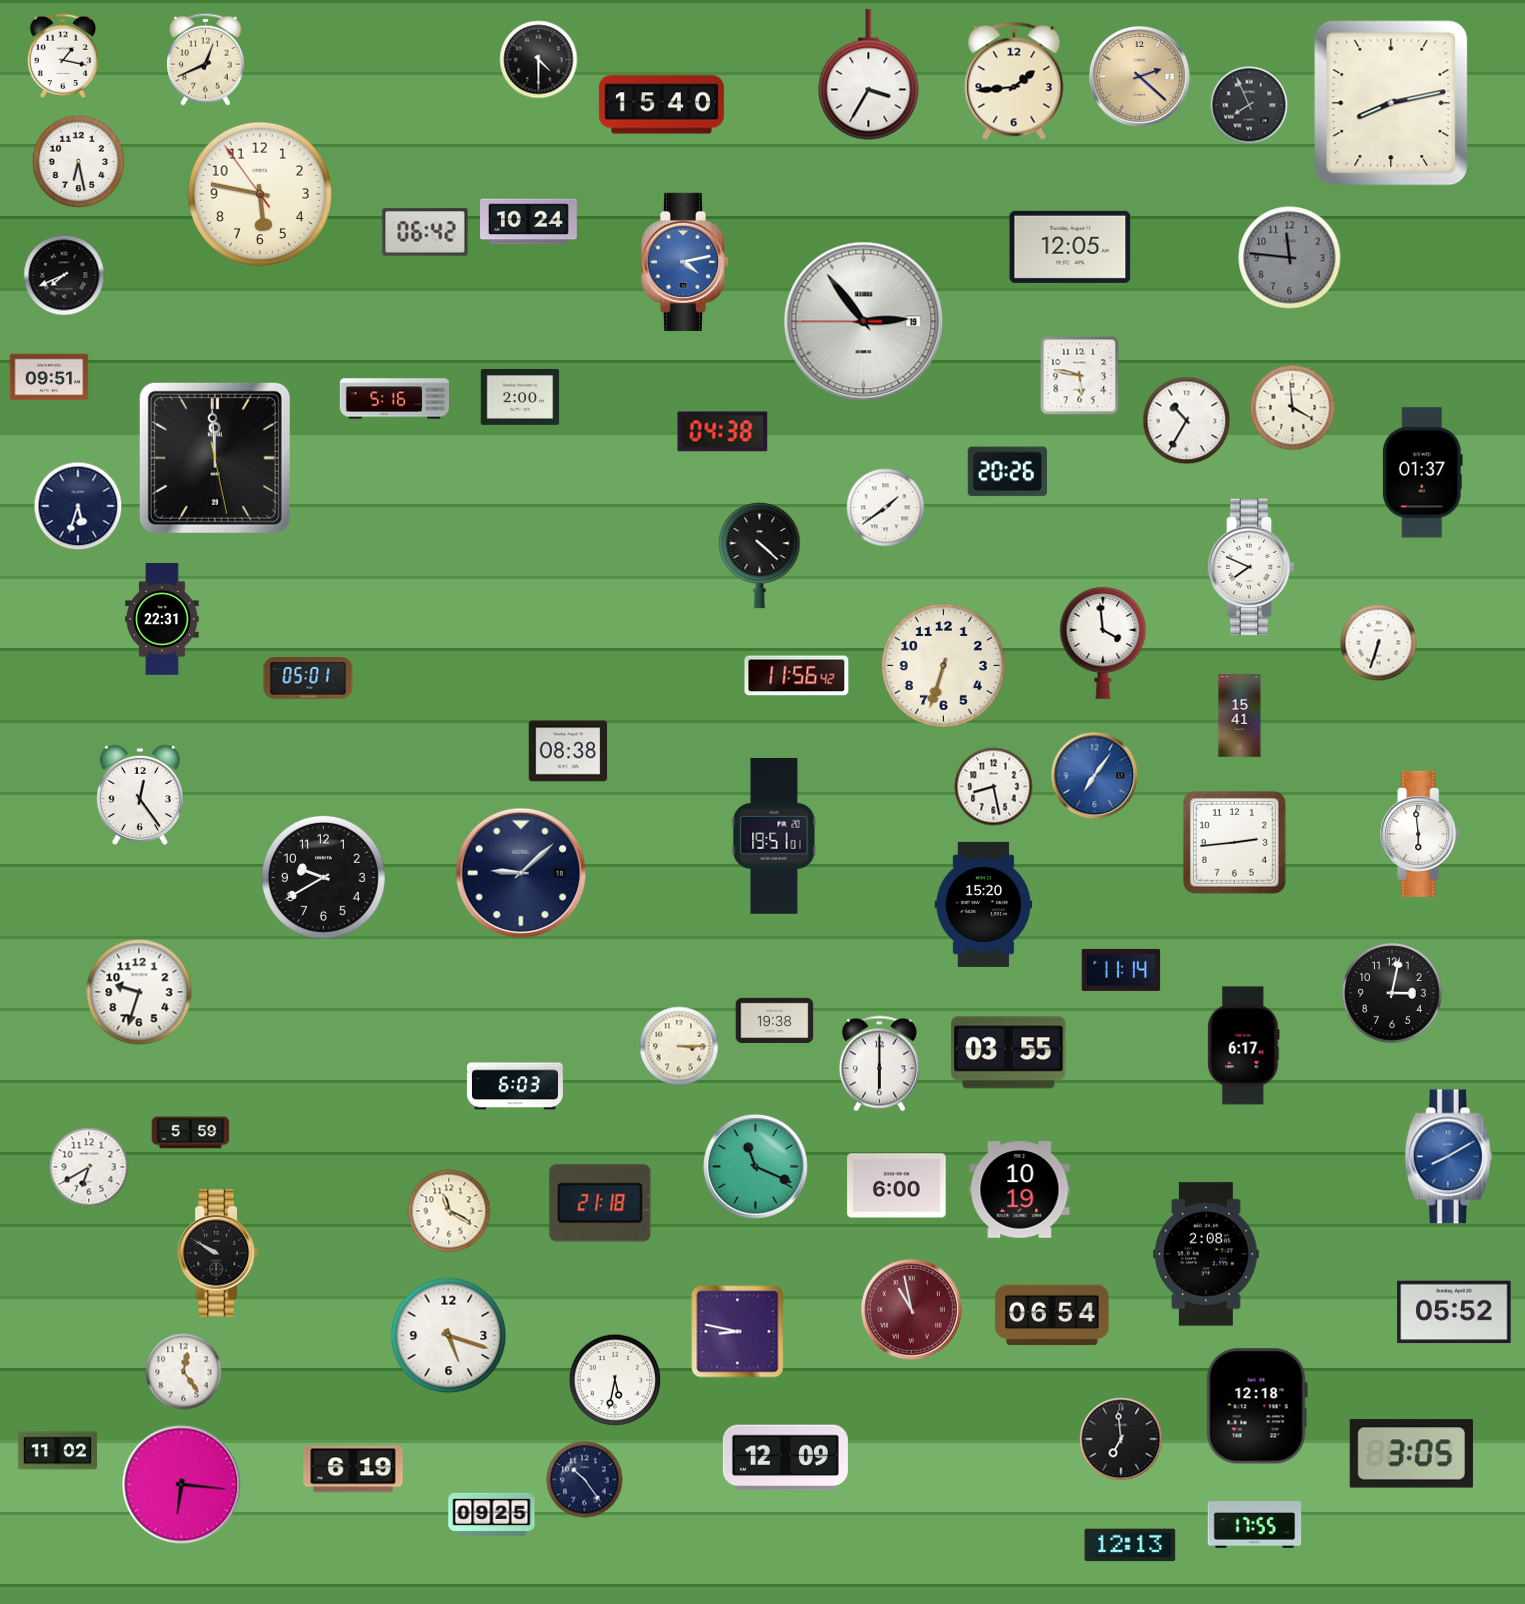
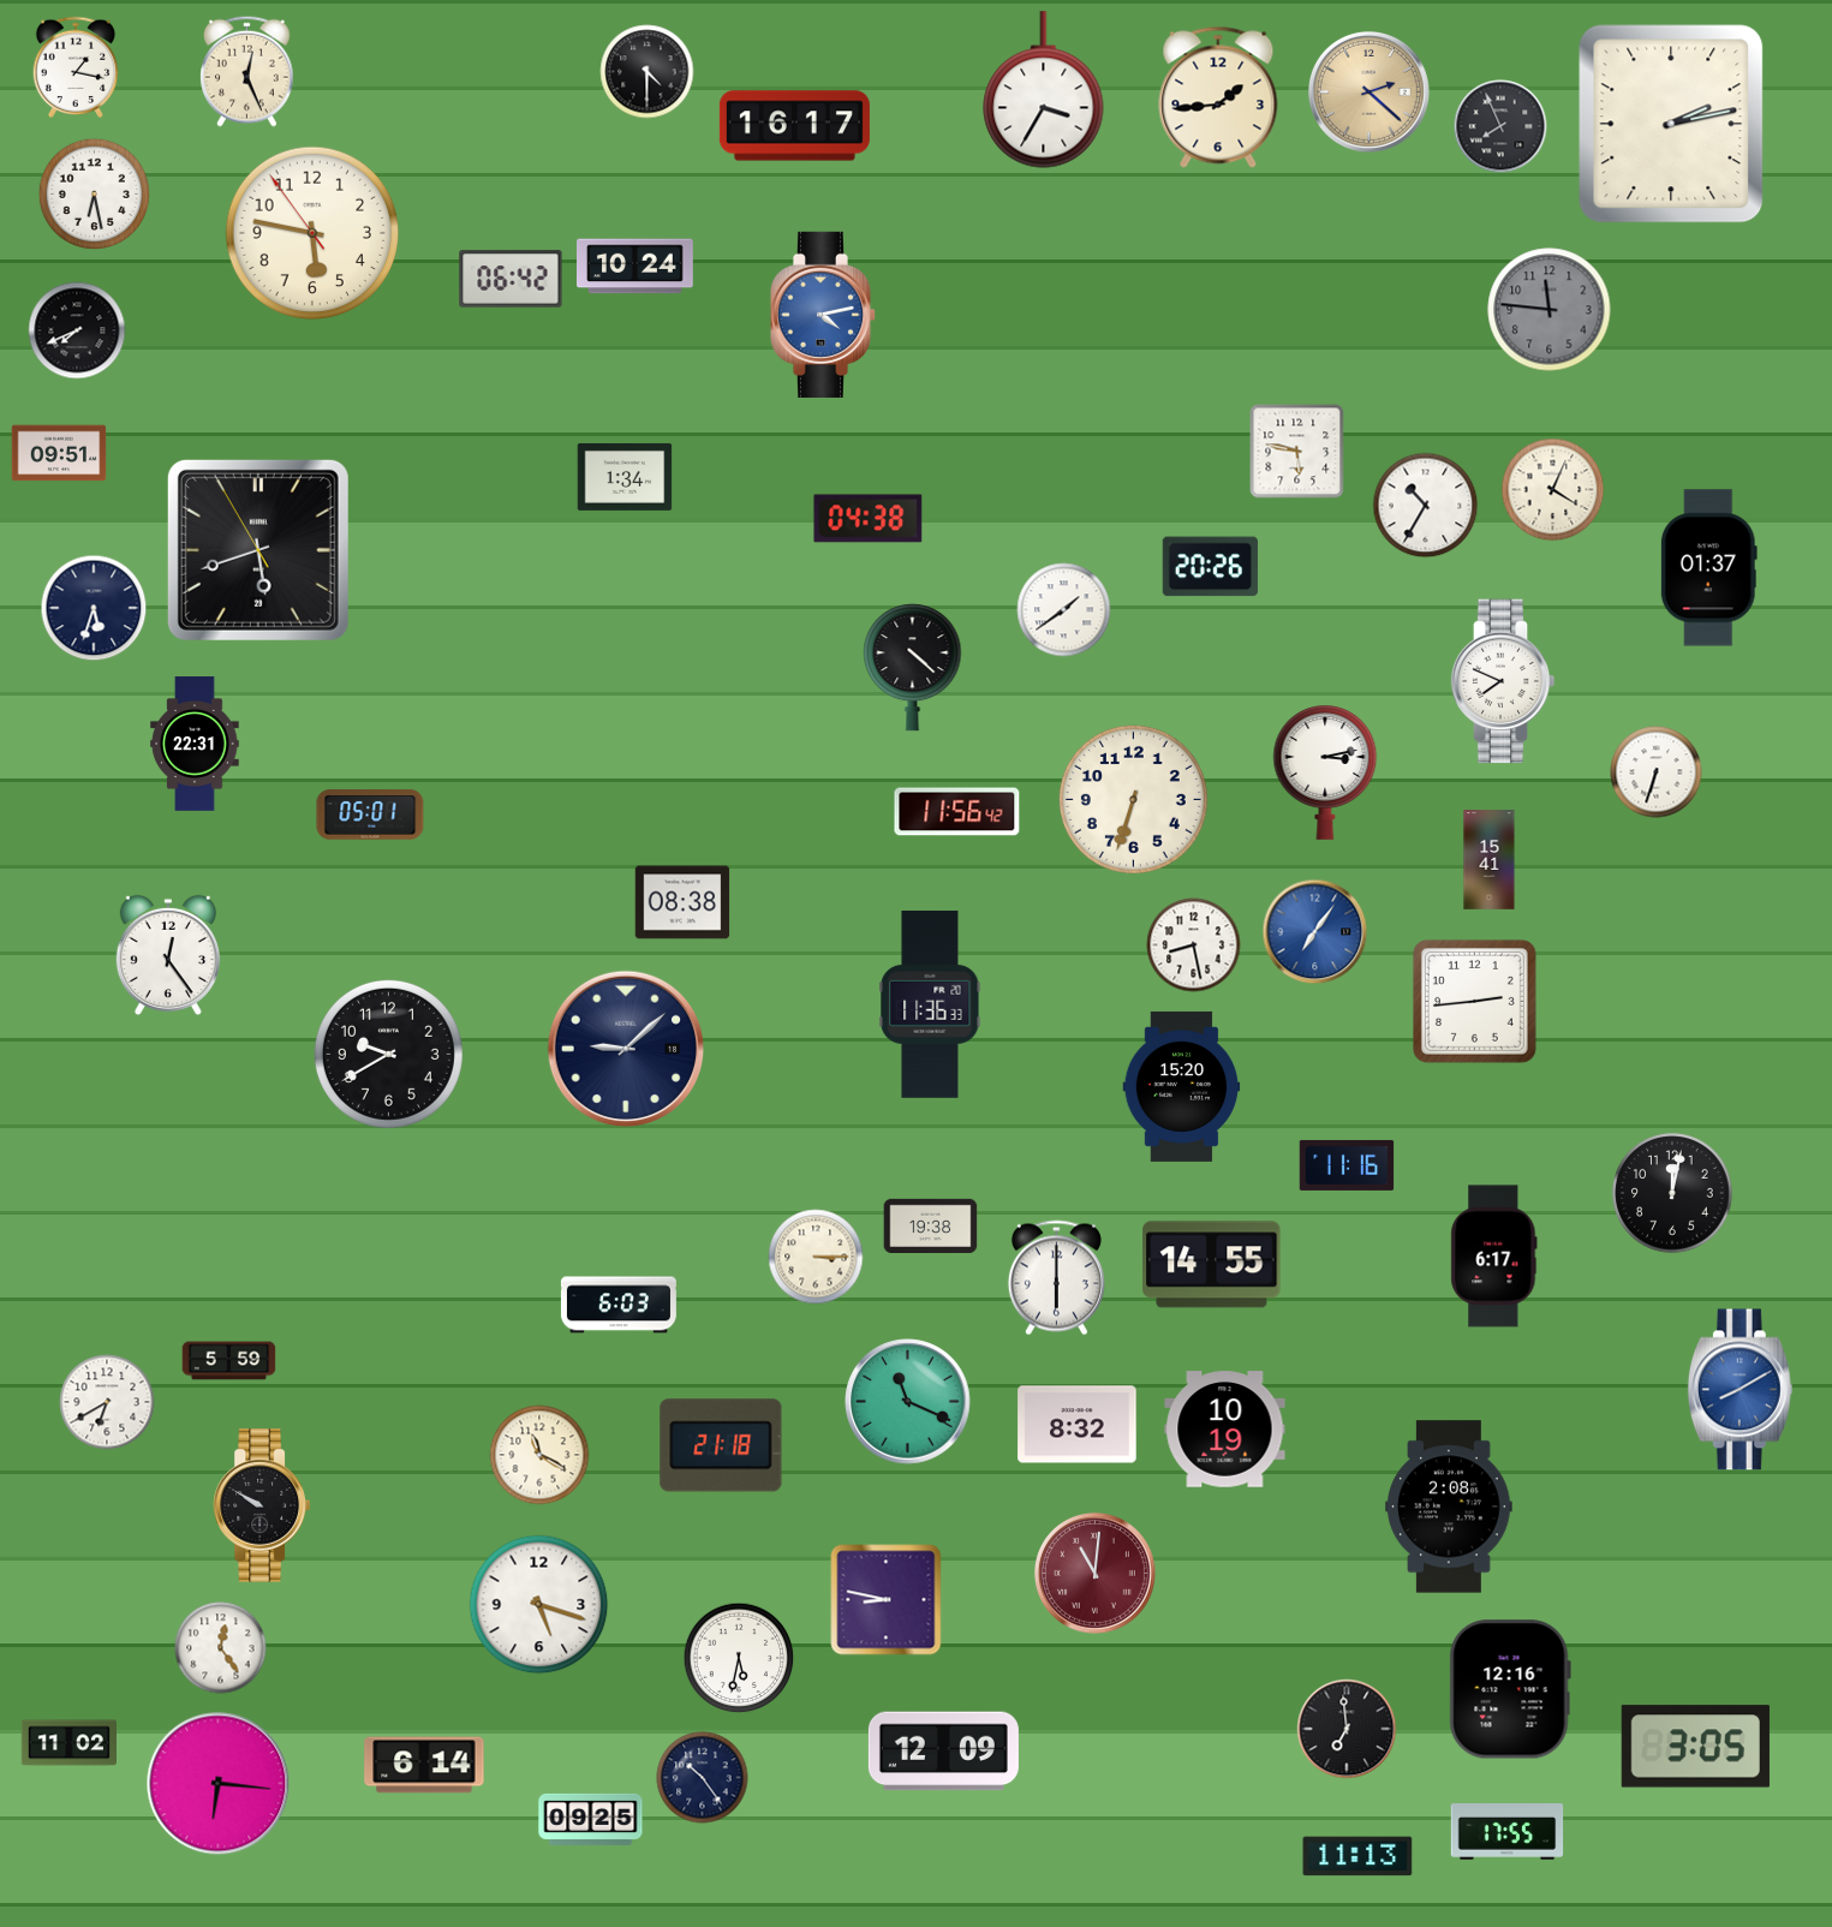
clock at (206, 59): 12:41 -> 12:26
clock at (1391, 103): 8:13 -> 2:13
clock at (661, 105): 15:40 -> 16:17
clock at (1070, 247): 12:05 -> none
clock at (864, 322): 2:53 -> none
clock at (520, 397): 2:00 -> 1:34
clock at (394, 399): 5:16 -> none
clock at (1293, 408): 3:59 -> 4:04
clock at (215, 458): 11:59 -> 5:41
clock at (1103, 643): 3:59 -> 3:13
clock at (1421, 834): 5:59 -> none
clock at (774, 836): 19:51 -> 11:36
clock at (1234, 842) position: (1234, 842) -> (1474, 1001)
clock at (1121, 970): 11:14 -> 11:16
clock at (139, 992): 9:33 -> none
clock at (1392, 993): 3:02 -> 12:02
clock at (1009, 1053): 03:55 -> 14:55
clock at (897, 1186): 6:00 -> 8:32
clock at (911, 1309): 10:58 -> 11:01
clock at (1454, 1312): 05:52 -> none
clock at (1052, 1315): 06:54 -> none
clock at (1257, 1406): 12:18 -> 12:16
clock at (353, 1469): 6:19 -> 6:14
clock at (1130, 1545): 12:13 -> 11:13
